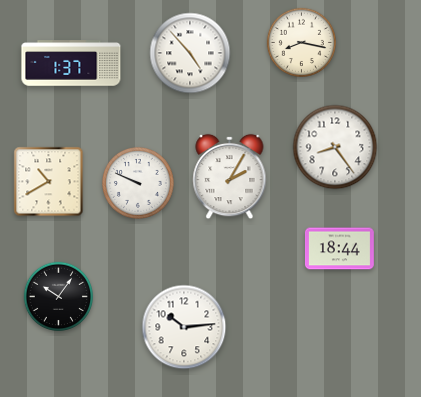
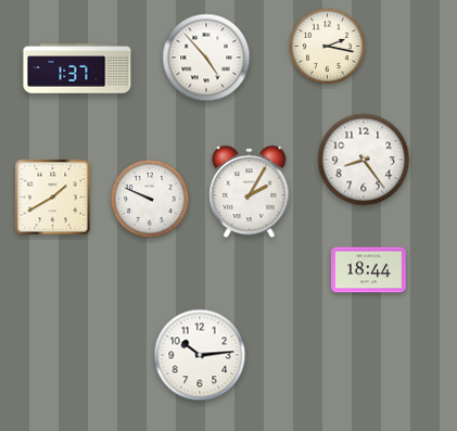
clock at (301, 42): 8:17 -> 2:17
clock at (49, 182): 10:40 -> 1:40
clock at (58, 296): 10:06 -> none
